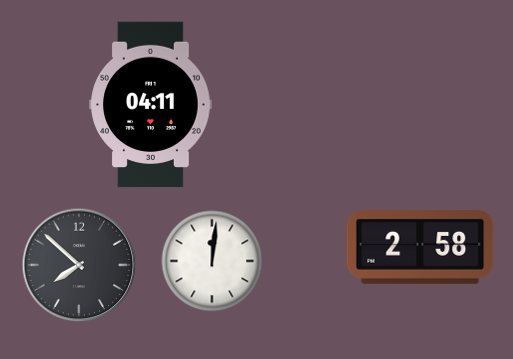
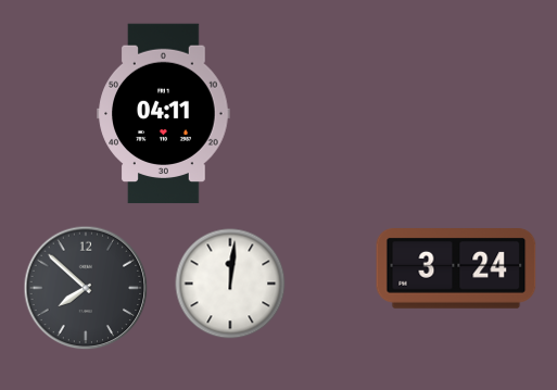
clock at (420, 248): 2:58 -> 3:24
